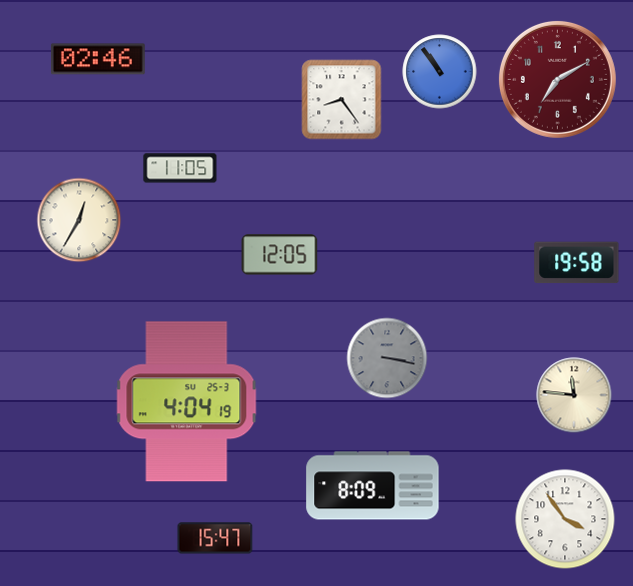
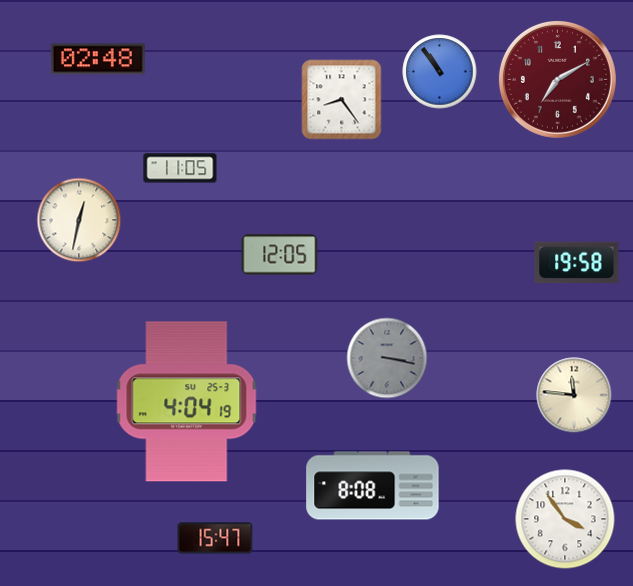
clock at (98, 59): 02:46 -> 02:48
clock at (79, 220): 12:35 -> 12:32
clock at (373, 486): 8:09 -> 8:08
